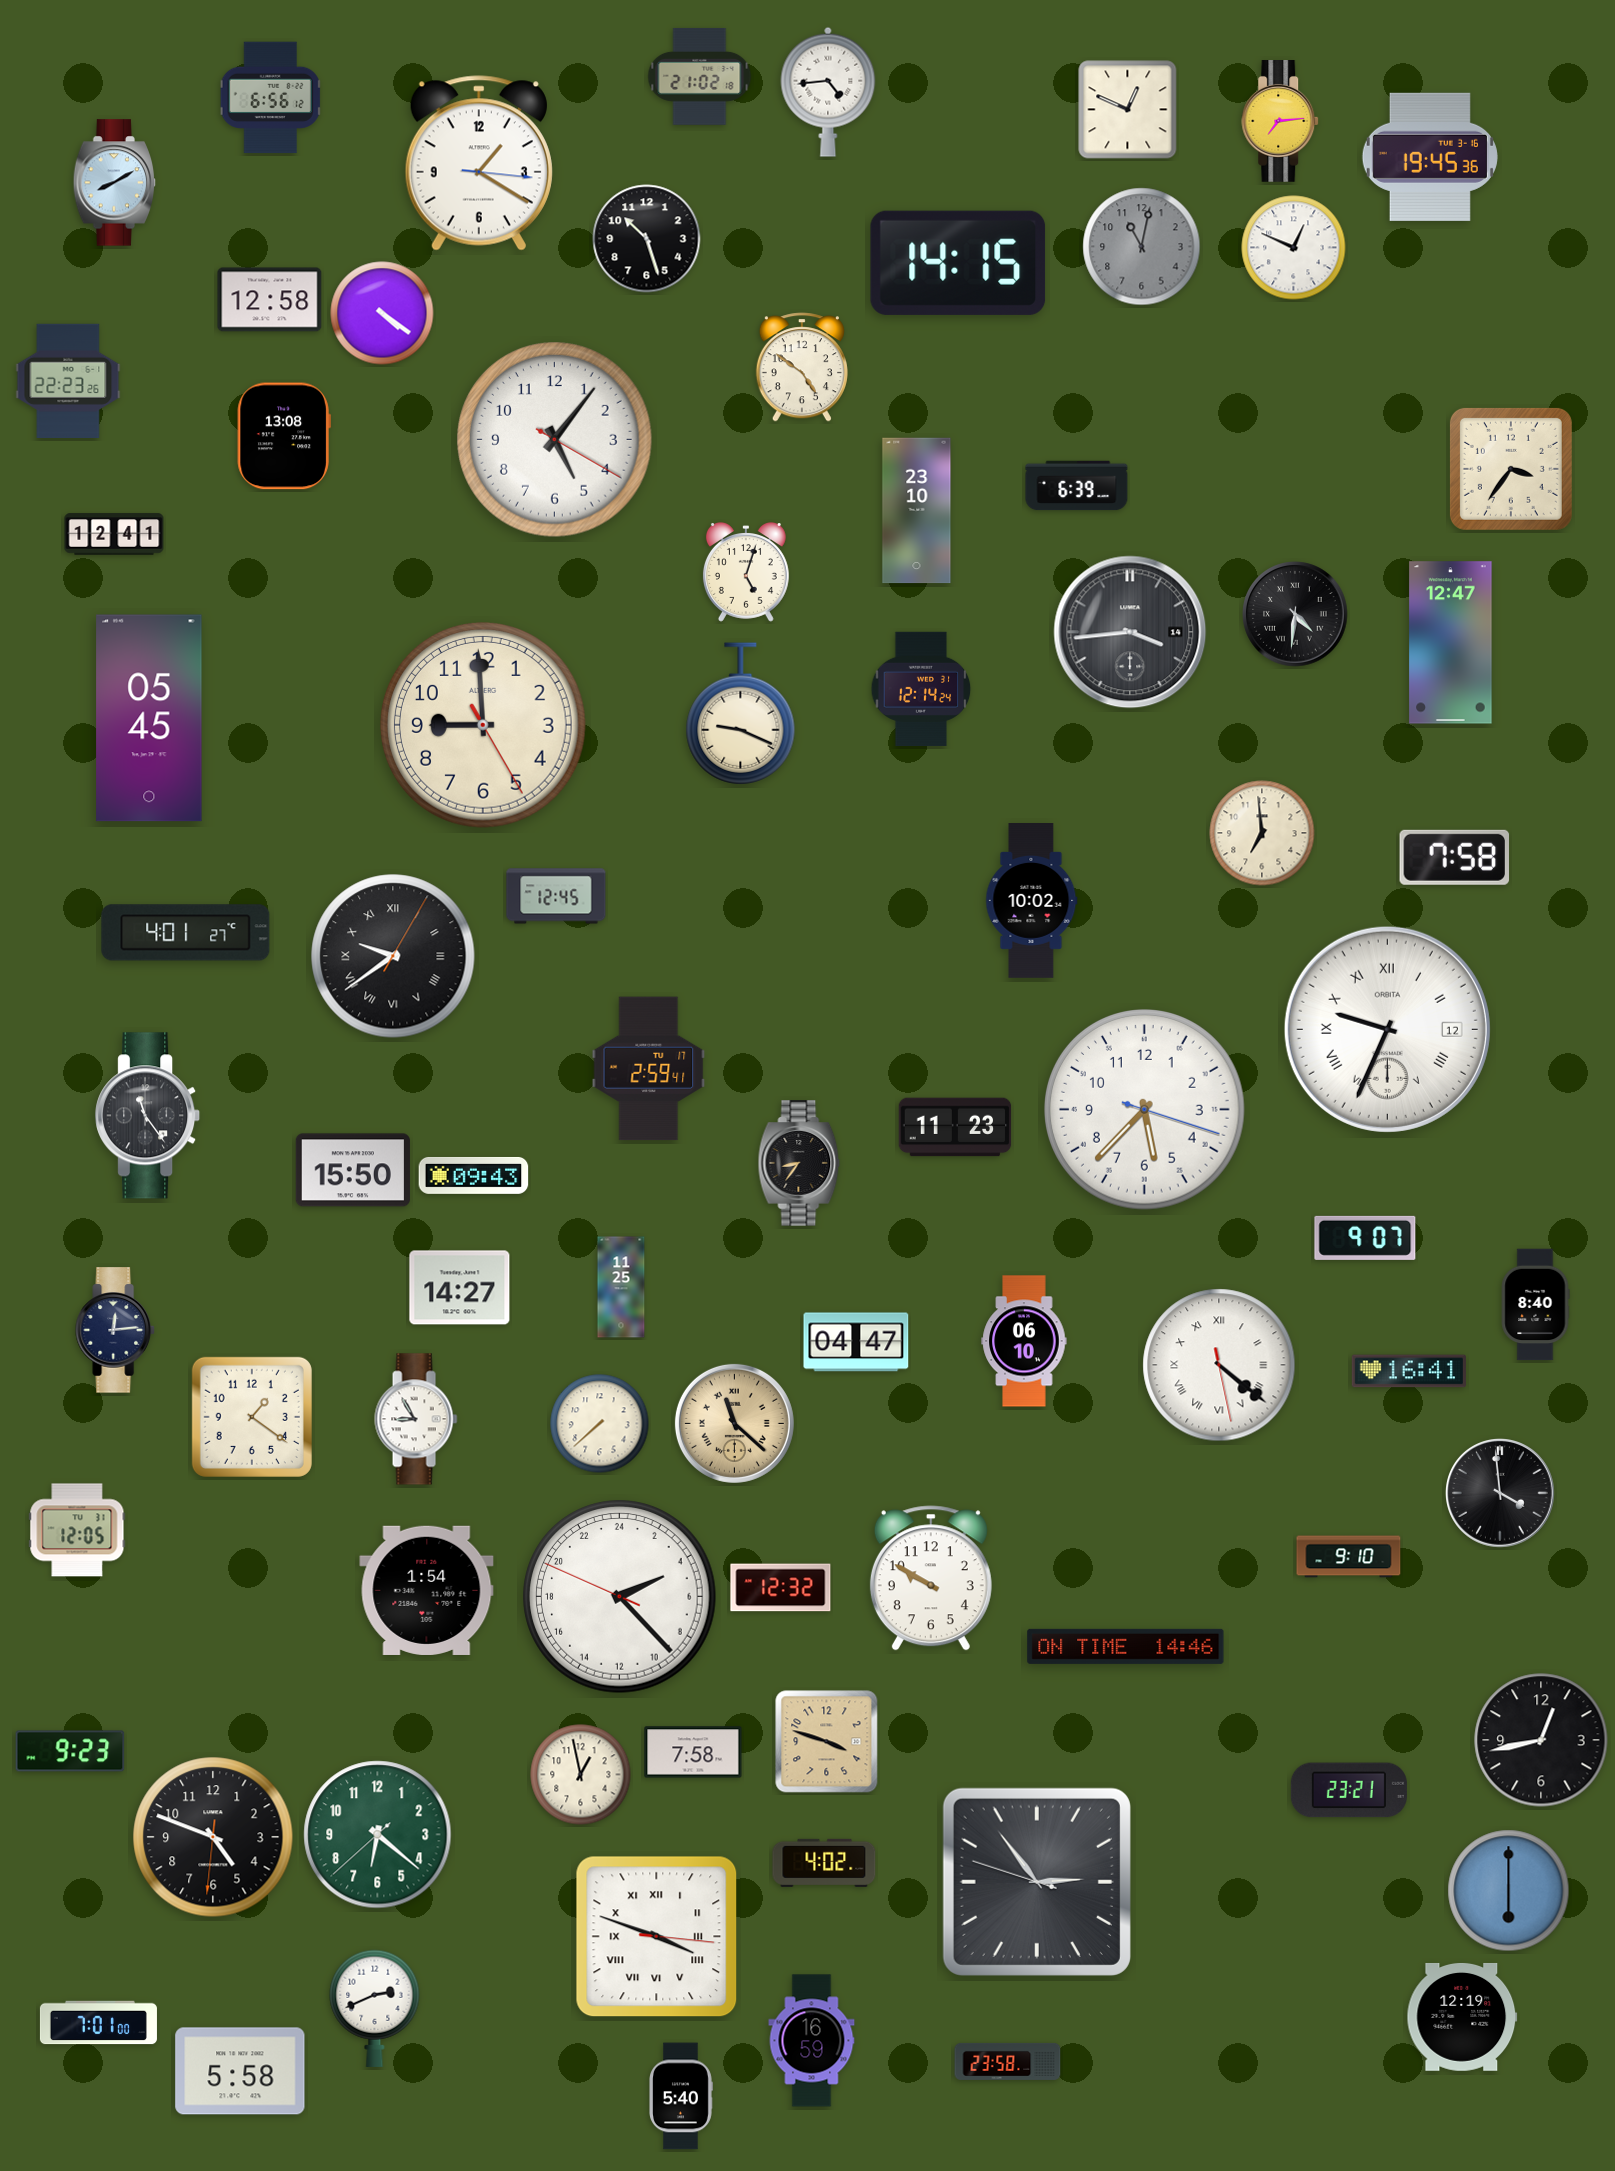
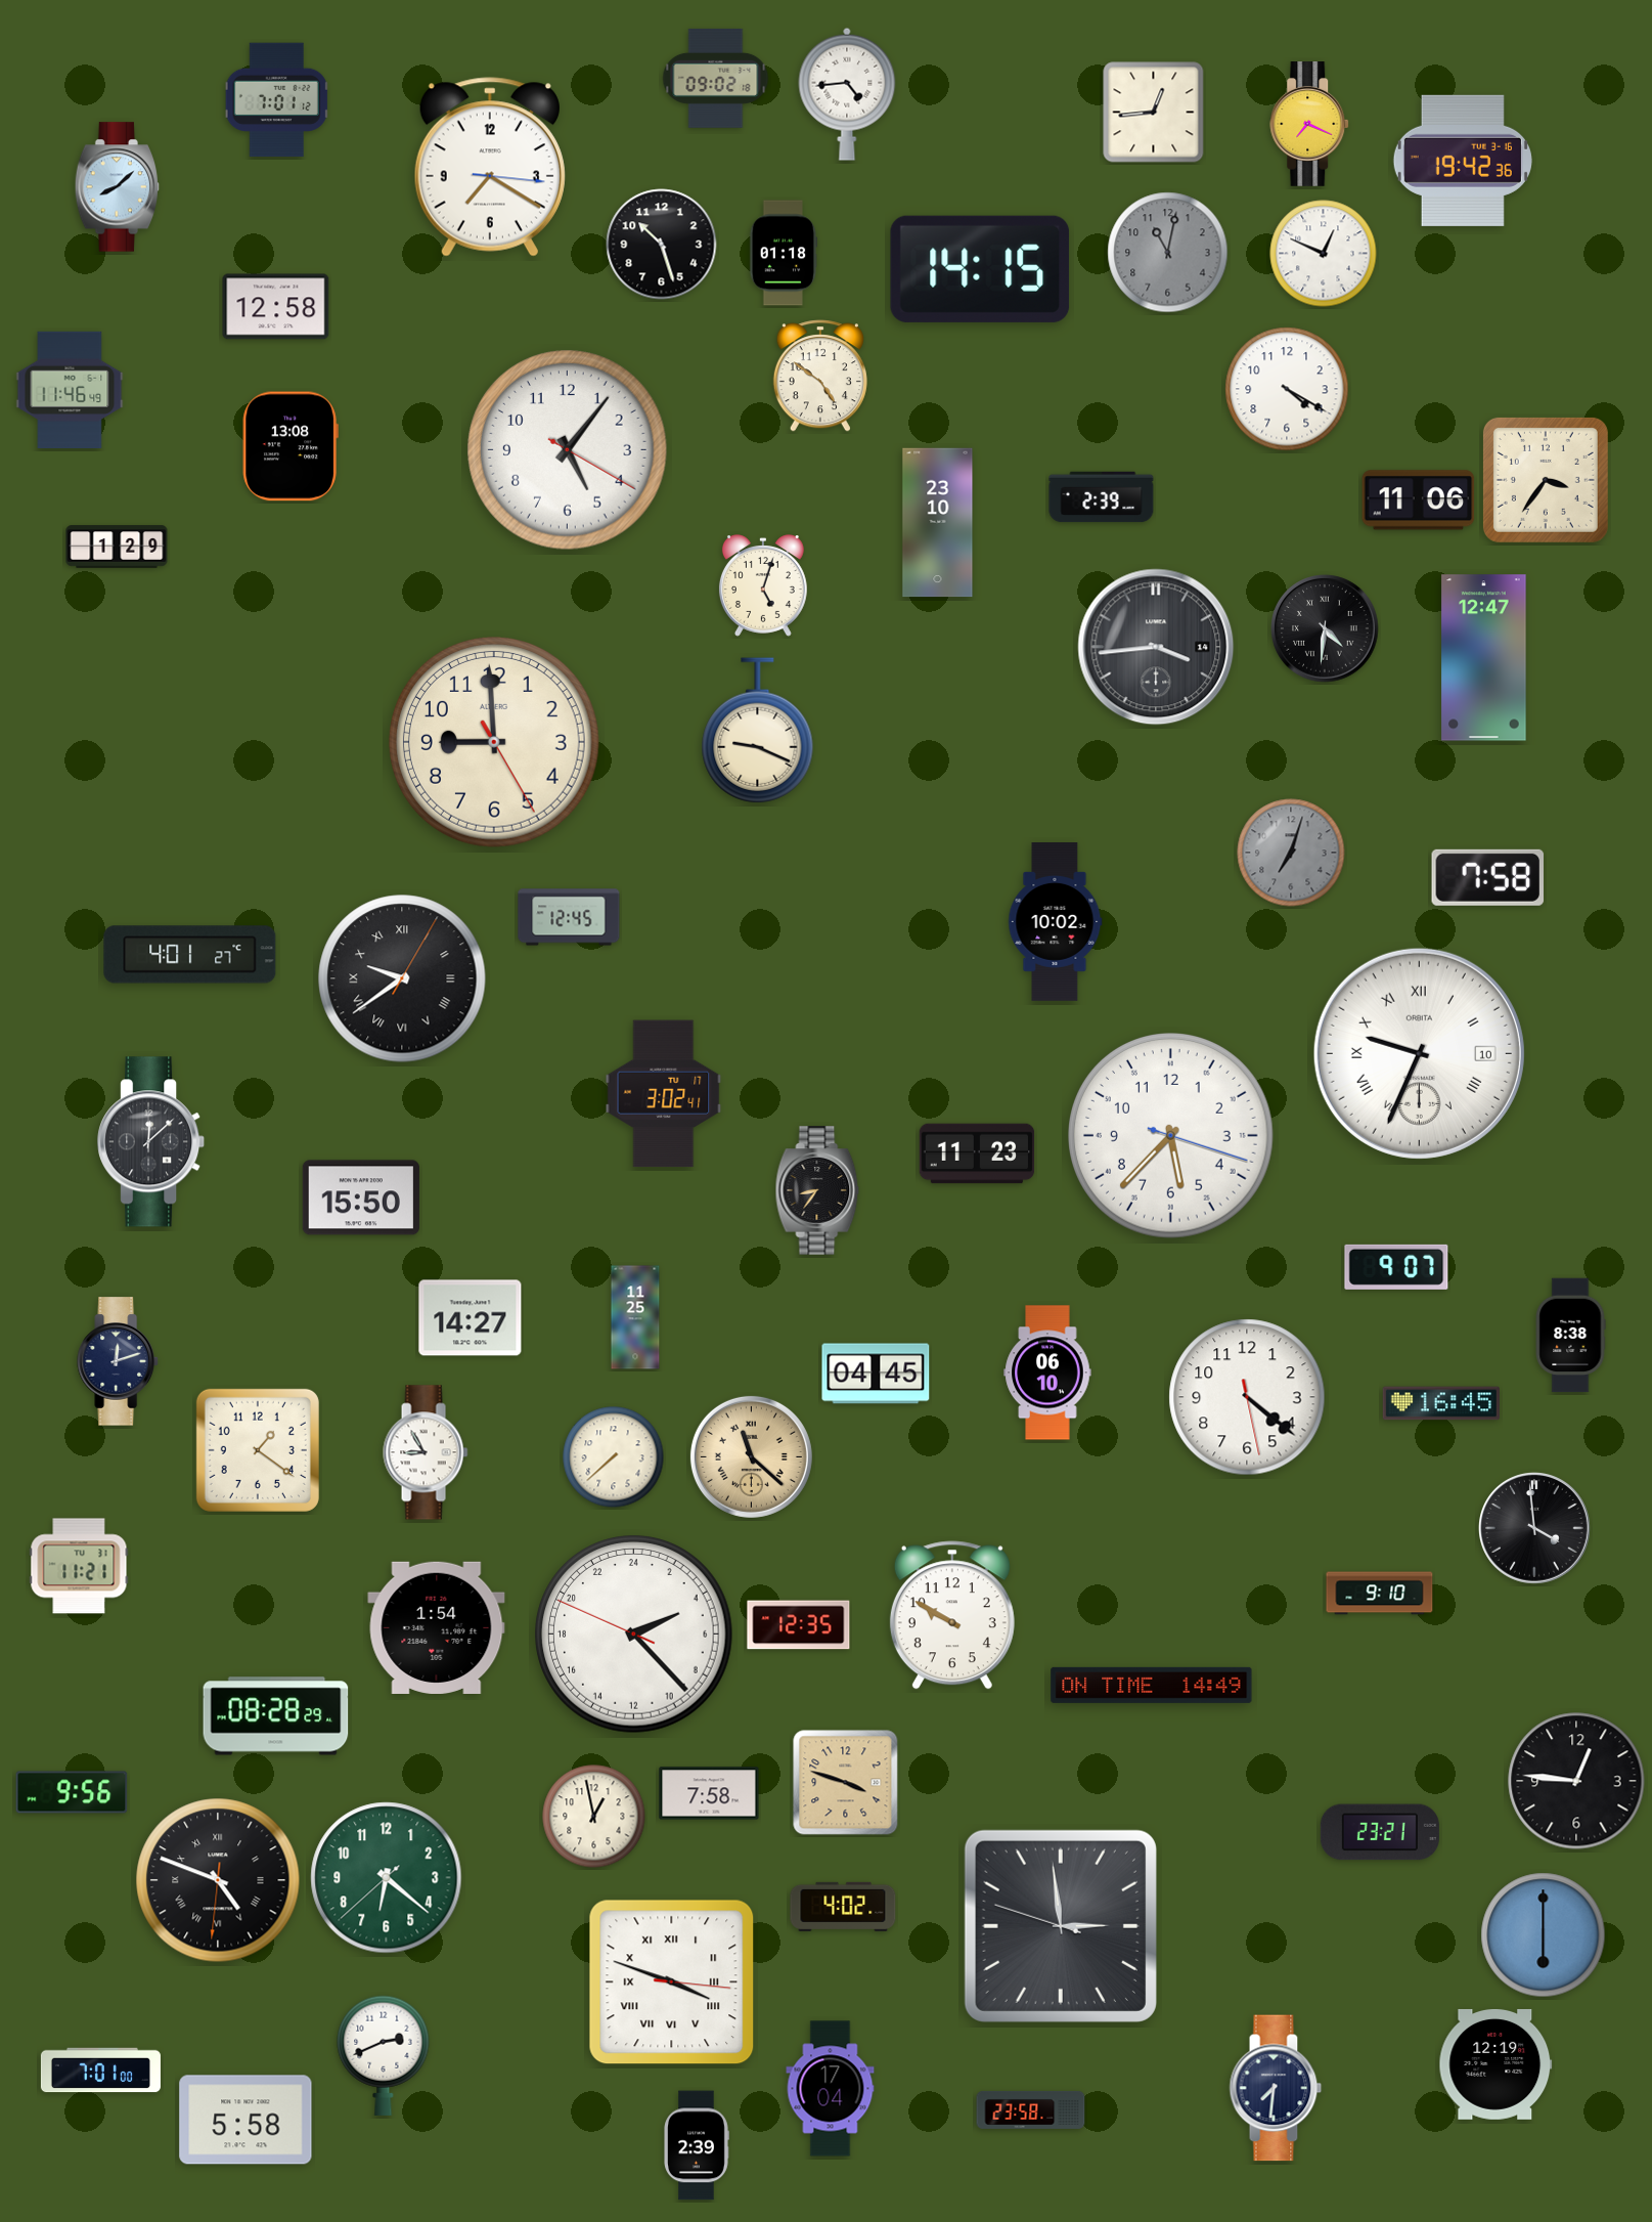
clock at (700, 76): 21:02 -> 09:02
clock at (271, 98): 6:56 -> 7:01
clock at (1128, 110): 12:49 -> 12:44
clock at (1281, 122): 7:14 -> 7:19
clock at (1430, 157): 19:45 -> 19:42
clock at (479, 163): 1:20 -> 7:20
clock at (115, 183): 8:10 -> 8:08
clock at (784, 253): none -> 01:18
clock at (382, 313): 4:21 -> none
clock at (68, 380): 22:23 -> 11:46
clock at (1287, 389): none -> 4:20
clock at (1077, 486): 6:39 -> 2:39
clock at (1419, 500): none -> 11:06
clock at (114, 534): 12:41 -> 1:29
clock at (921, 688): 12:14 -> none
clock at (149, 718): 05:45 -> none
clock at (1262, 833): 6:59 -> 7:03
clock at (1262, 833) dial: cream -> grey
clock at (1387, 1029) date: 12 -> 10
clock at (649, 1069): 2:59 -> 3:02
clock at (148, 1116): 11:24 -> 12:08
clock at (474, 1175): 09:43 -> none
clock at (1535, 1305): 8:40 -> 8:38
clock at (115, 1330): 12:14 -> 12:12
clock at (856, 1342): 04:47 -> 04:45
clock at (1219, 1365) numerals: Roman -> Arabic
clock at (1408, 1371): 16:41 -> 16:45
clock at (77, 1530): 12:05 -> 11:21
clock at (781, 1588): 12:32 -> 12:35
clock at (1126, 1646): 14:46 -> 14:49
clock at (276, 1716): none -> 08:28
clock at (1541, 1740): 12:43 -> 12:46
clock at (70, 1751): 9:23 -> 9:56
clock at (213, 1837) numerals: Arabic -> Roman
clock at (1037, 1882): 2:53 -> 2:58
clock at (1276, 2088): none -> 7:31
clock at (812, 2041): 16:59 -> 17:04
clock at (681, 2096): 5:40 -> 2:39
